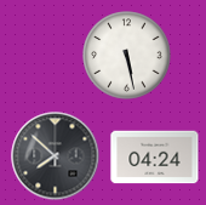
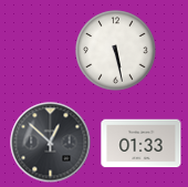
clock at (56, 156): 7:52 -> 12:52
clock at (155, 158): 04:24 -> 01:33
